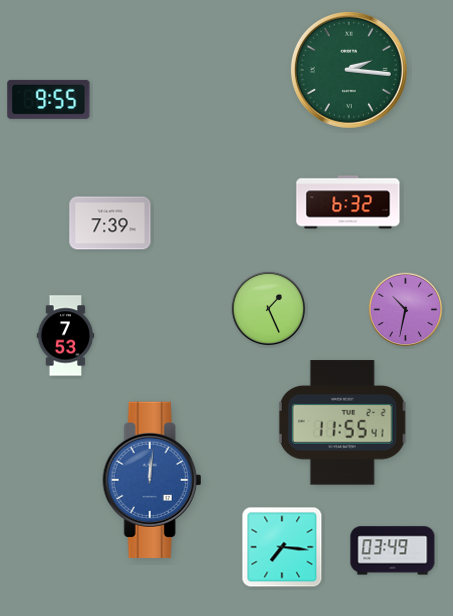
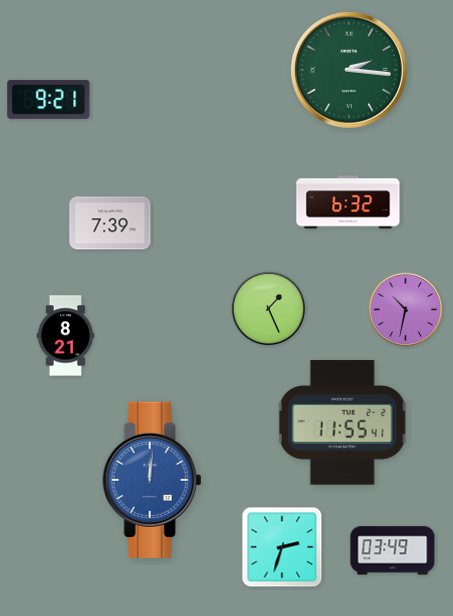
clock at (49, 99): 9:55 -> 9:21
clock at (66, 336): 7:53 -> 8:21
clock at (282, 547): 7:16 -> 2:33
